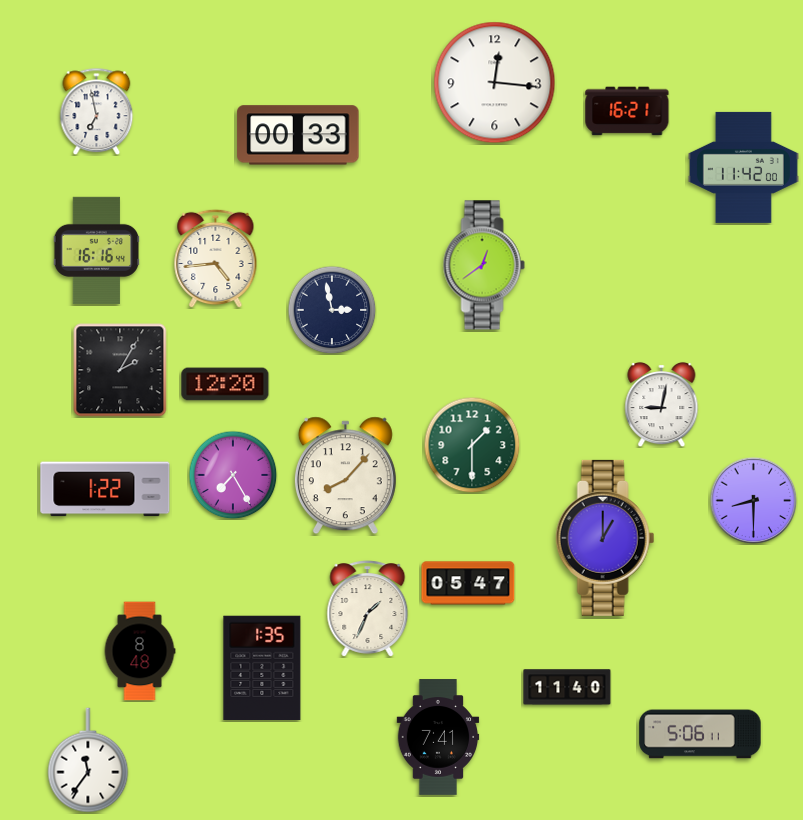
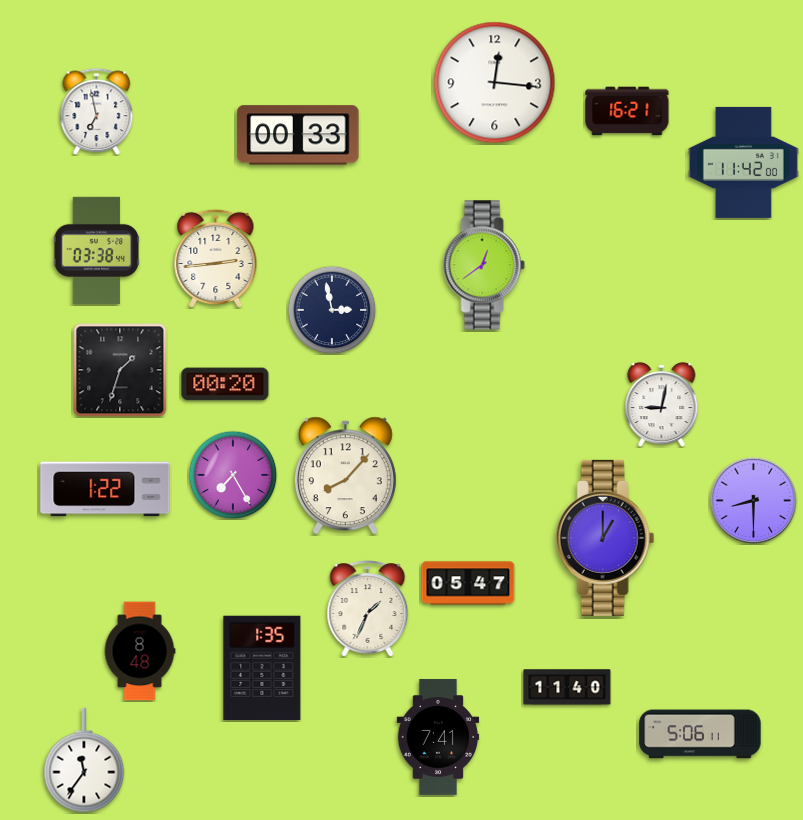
clock at (743, 167) position: (743, 167) -> (743, 162)
clock at (97, 250): 16:16 -> 03:38
clock at (216, 258): 4:44 -> 2:44
clock at (120, 370): 2:05 -> 1:33
clock at (225, 384): 12:20 -> 00:20
clock at (472, 445): 1:30 -> none
clock at (88, 760) position: (88, 760) -> (84, 760)
